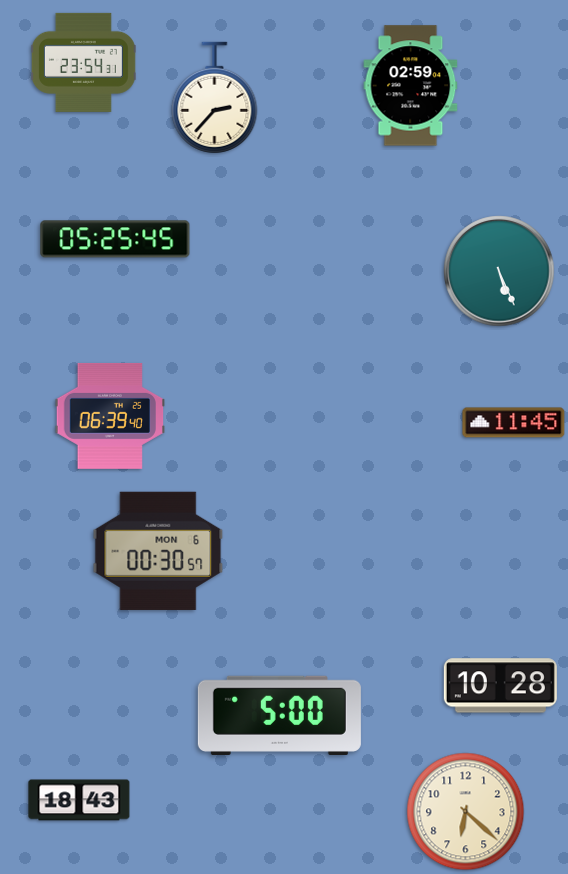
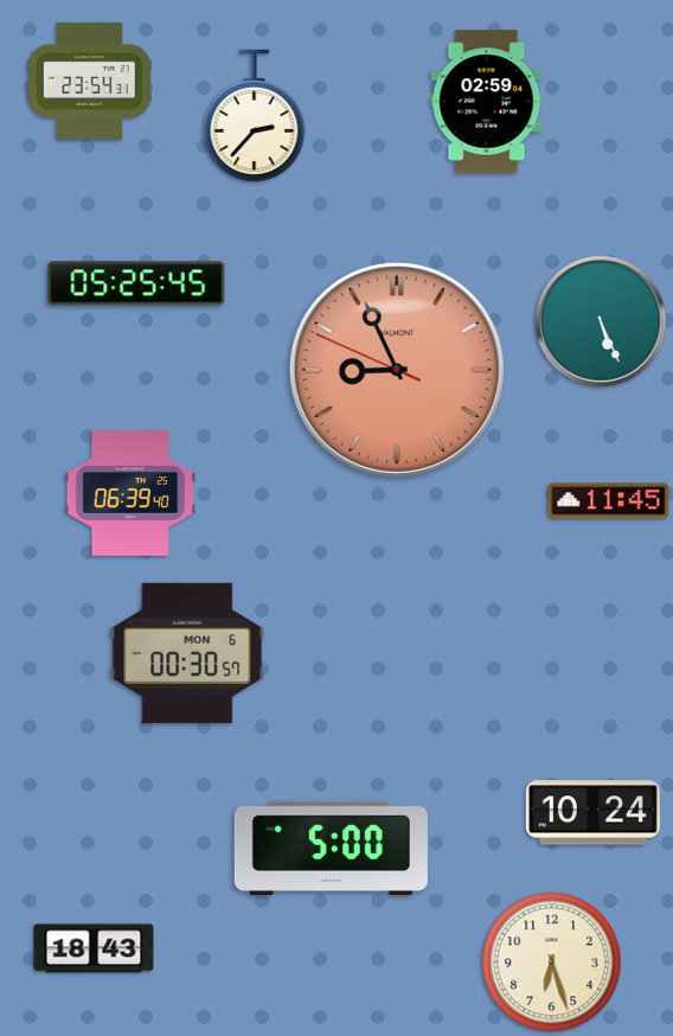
clock at (83, 62) position: (83, 62) -> (89, 81)
clock at (499, 271) position: (499, 271) -> (601, 321)
clock at (397, 370): none -> 8:55
clock at (500, 686): 10:28 -> 10:24
clock at (466, 812): 6:22 -> 6:27
